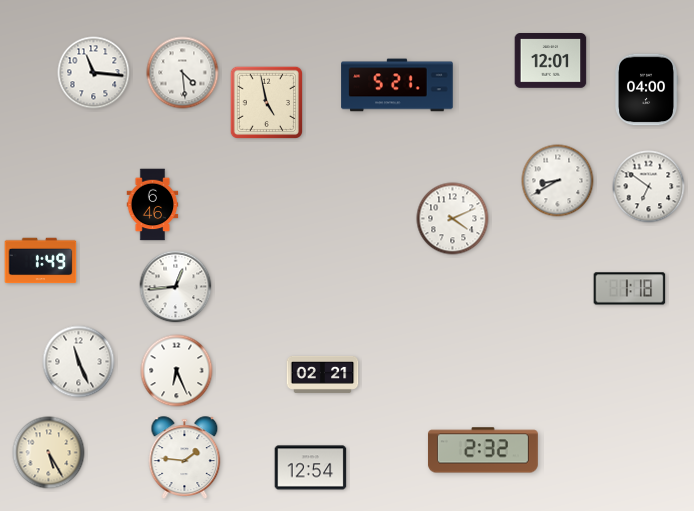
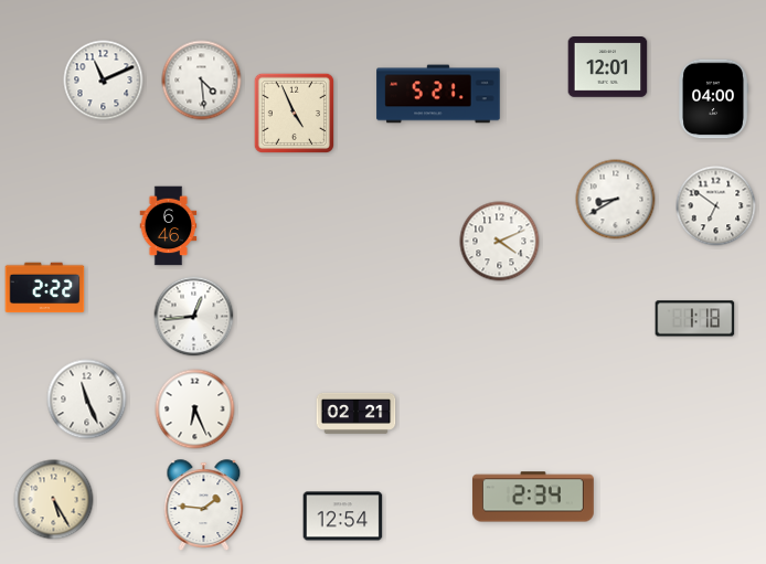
clock at (94, 73): 11:16 -> 11:11
clock at (267, 103): 4:58 -> 4:56
clock at (41, 261): 1:49 -> 2:22
clock at (483, 450): 2:32 -> 2:34
